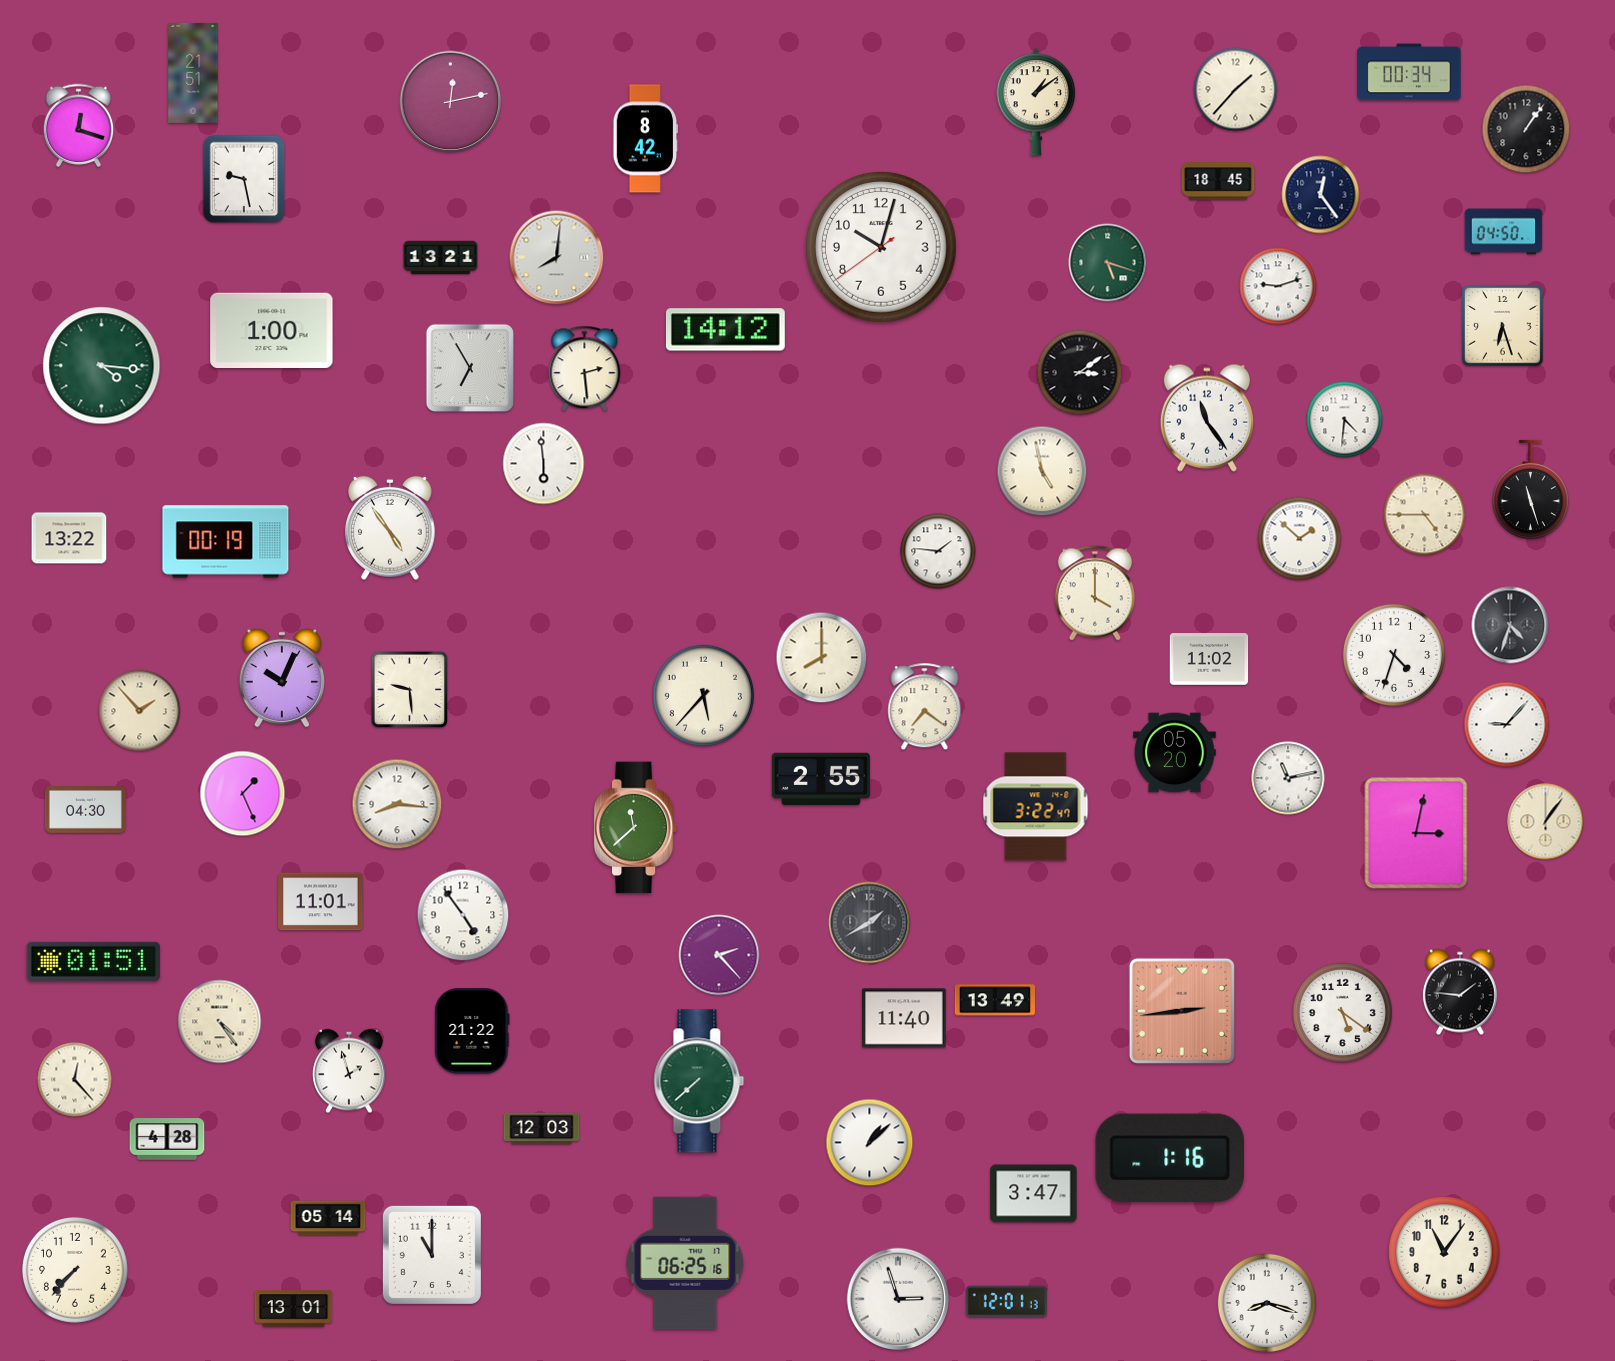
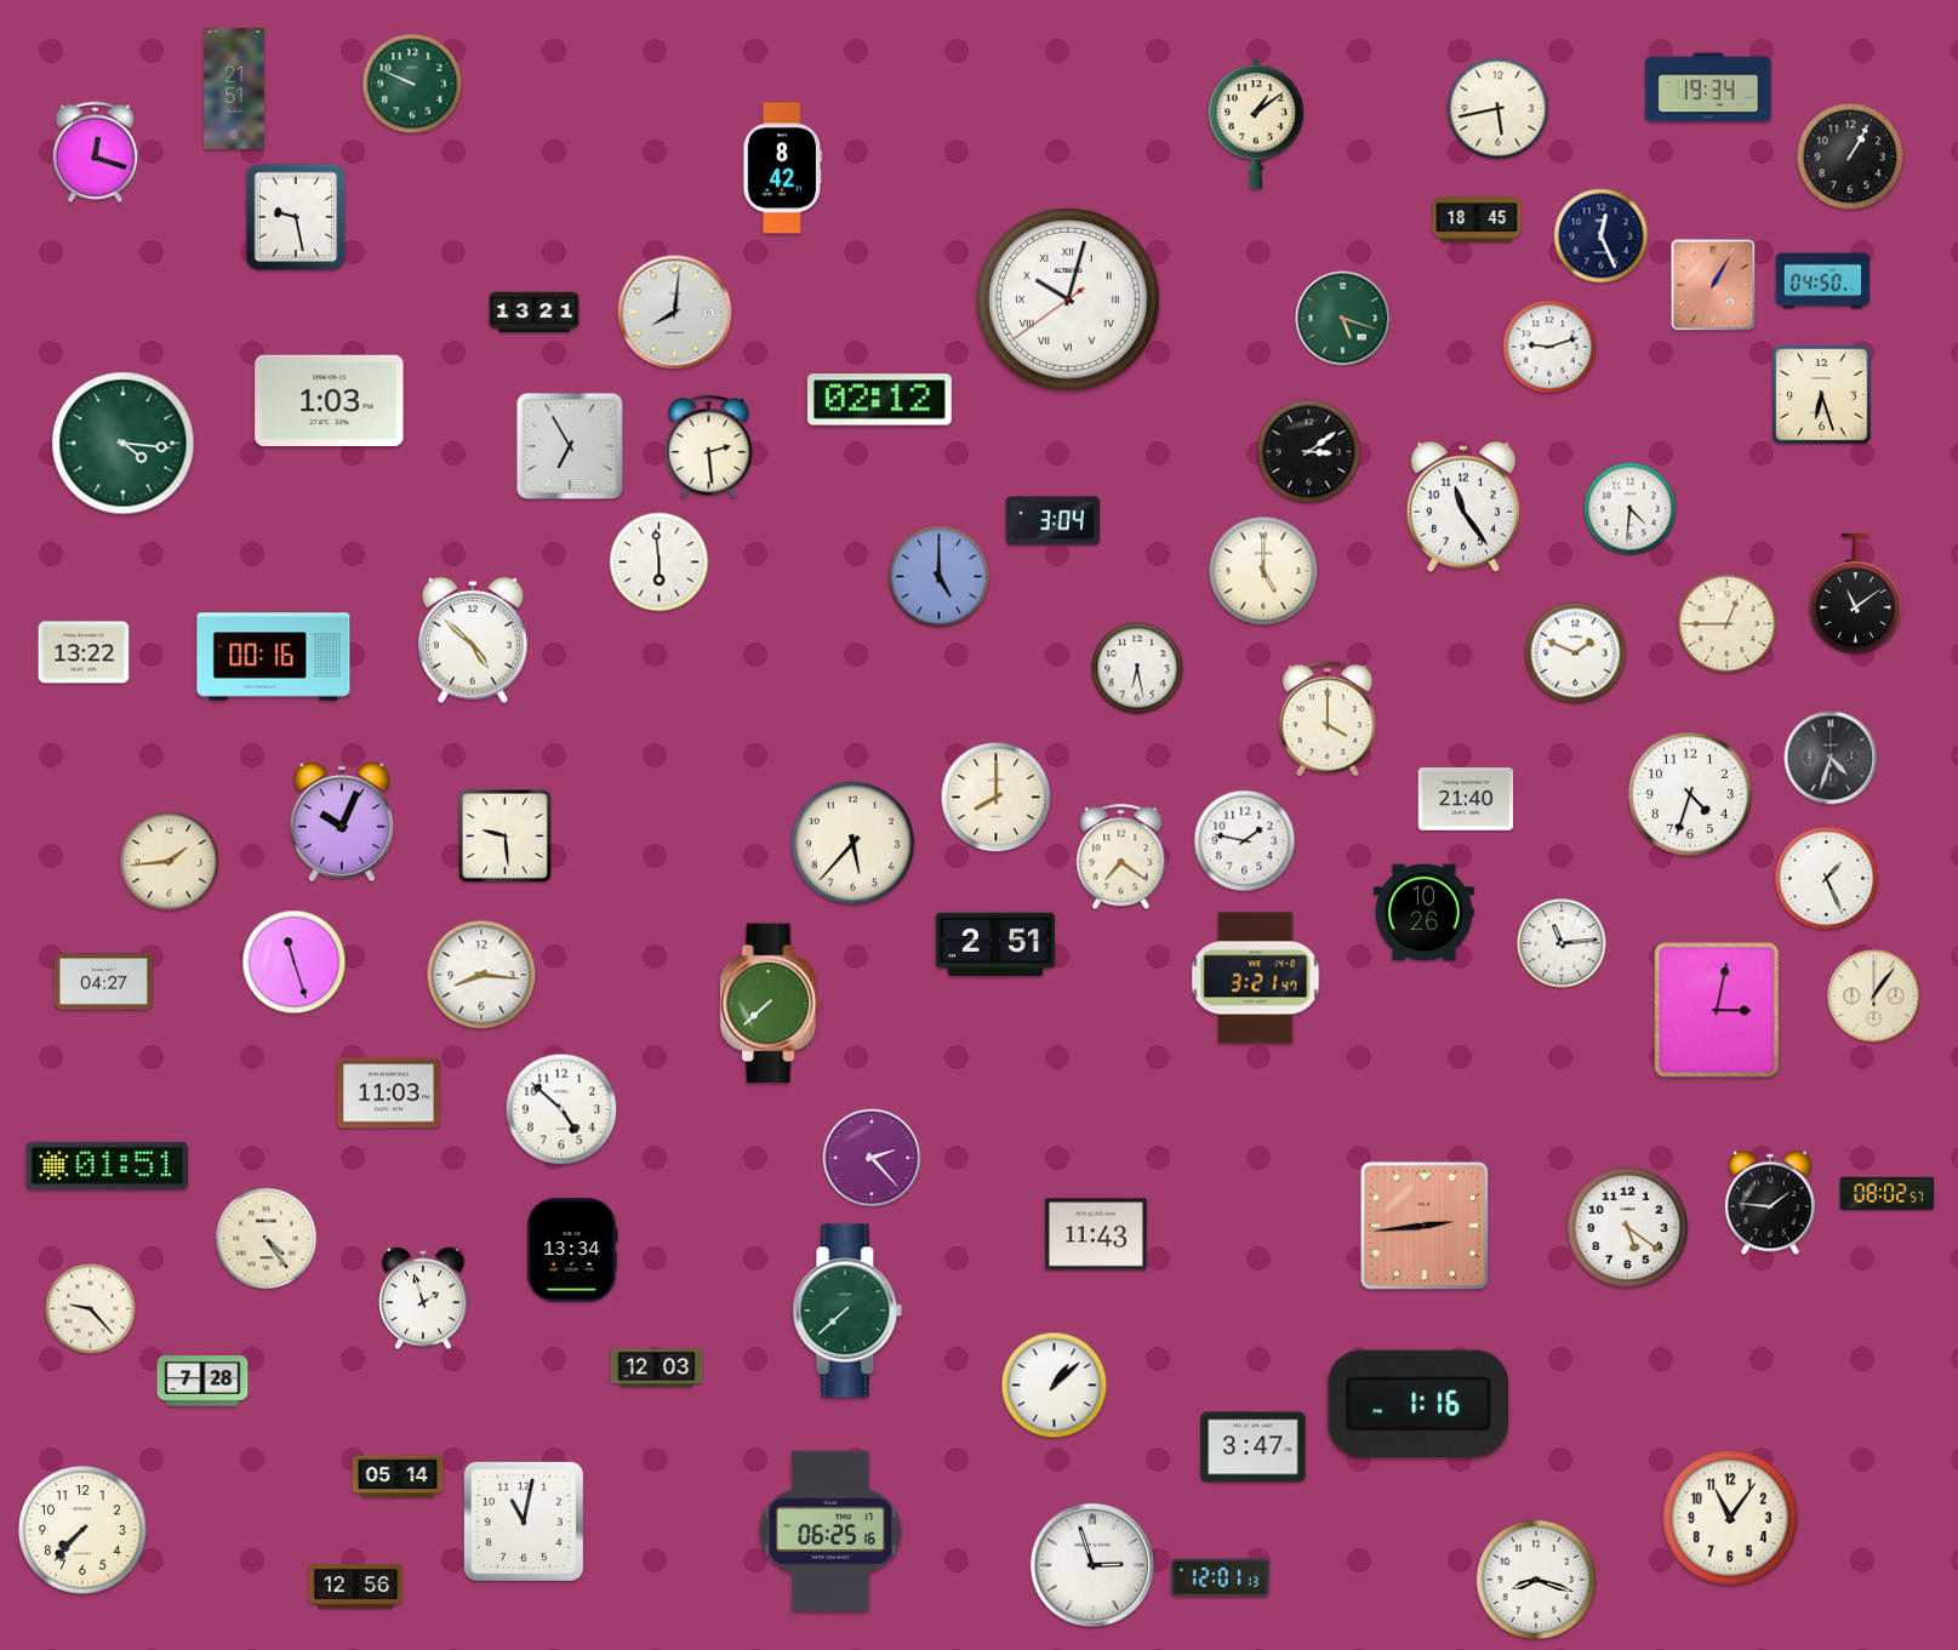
clock at (412, 84): none -> 9:49
clock at (1409, 72): 00:34 -> 19:34
clock at (1236, 90): 1:37 -> 5:43
clock at (451, 102): 12:13 -> none
clock at (1526, 129): 1:06 -> 1:05
clock at (1321, 195): 12:24 -> 12:26
clock at (1713, 285): none -> 1:05
clock at (882, 248) numerals: Arabic -> Roman
clock at (272, 330): 1:00 -> 1:03
clock at (725, 330): 14:12 -> 02:12
clock at (1054, 521): none -> 3:04
clock at (1042, 471): 4:58 -> 5:00
clock at (940, 577): none -> 5:00
clock at (1530, 490): 11:27 -> 11:09
clock at (1425, 515): 4:45 -> 12:45
clock at (390, 528): 4:54 -> 4:52
clock at (1300, 539): 1:52 -> 1:49
clock at (226, 542): 00:19 -> 00:16
clock at (938, 551): 1:46 -> 6:28
clock at (1209, 659): 11:02 -> 21:40
clock at (410, 690) position: (410, 690) -> (506, 837)
clock at (1245, 841): none -> 1:47
clock at (140, 711): 1:53 -> 1:44
clock at (1507, 725): 9:07 -> 1:26
clock at (1175, 753): 05:20 -> 10:26
clock at (1288, 778): 11:13 -> 11:14
clock at (821, 779): 2:55 -> 2:51
clock at (243, 794): 1:26 -> 11:27
clock at (1036, 807): 3:22 -> 3:21
clock at (85, 810): 04:30 -> 04:27
clock at (636, 828): 11:38 -> 7:38
clock at (321, 902): 11:01 -> 11:03
clock at (463, 915): 4:54 -> 4:52
clock at (870, 923): 1:40 -> none
clock at (93, 961) position: (93, 961) -> (107, 1165)
clock at (1888, 1193): none -> 08:02
clock at (995, 1000): 13:49 -> none
clock at (1182, 1011) position: (1182, 1011) -> (1425, 1226)
clock at (904, 1018): 11:40 -> 11:43
clock at (472, 1031): 21:22 -> 13:34
clock at (75, 1080): 12:23 -> 9:23
clock at (167, 1139): 4:28 -> 7:28
clock at (1444, 1252) position: (1444, 1252) -> (1730, 1518)
clock at (432, 1255): 11:00 -> 11:02
clock at (75, 1270) position: (75, 1270) -> (82, 1530)
clock at (898, 1299) position: (898, 1299) -> (1092, 1565)
clock at (294, 1309): 13:01 -> 12:56
